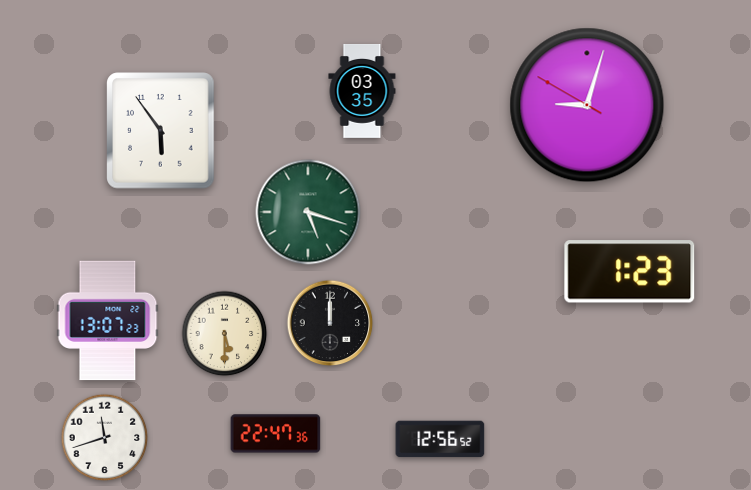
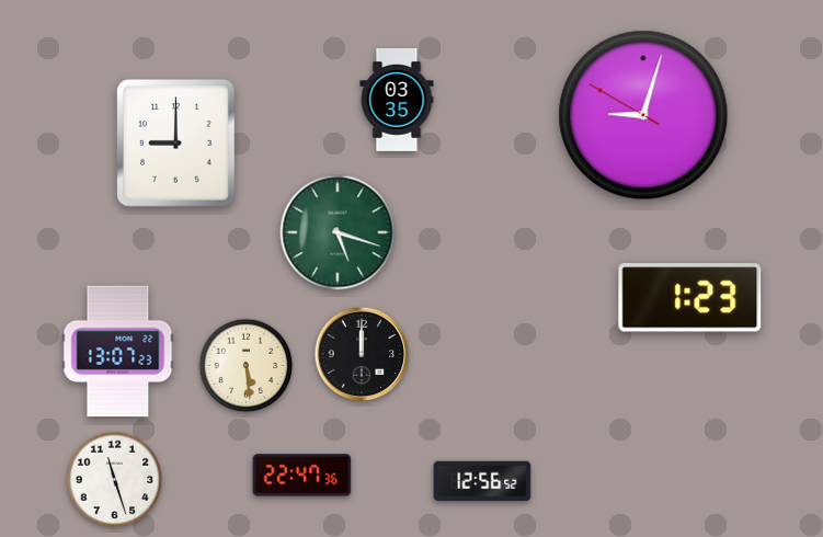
clock at (161, 131): 5:54 -> 9:00
clock at (225, 334): 5:30 -> 5:29
clock at (105, 438): 11:42 -> 11:27
